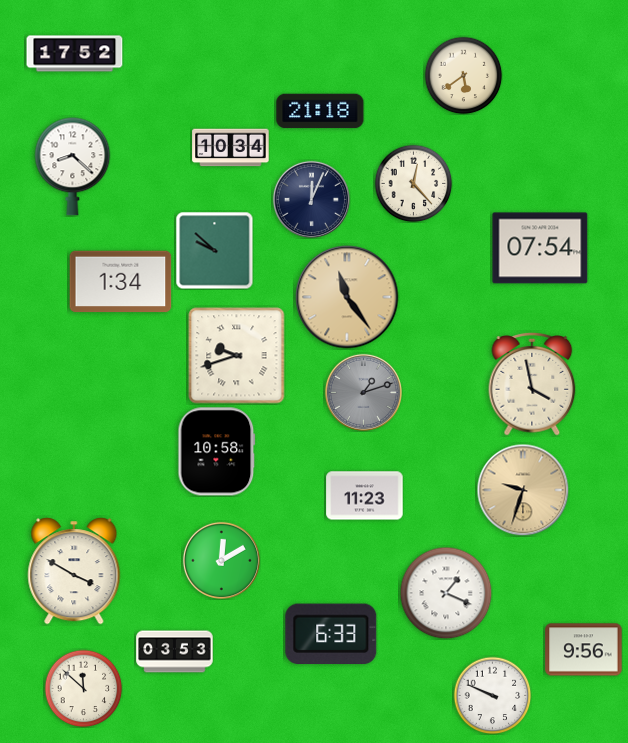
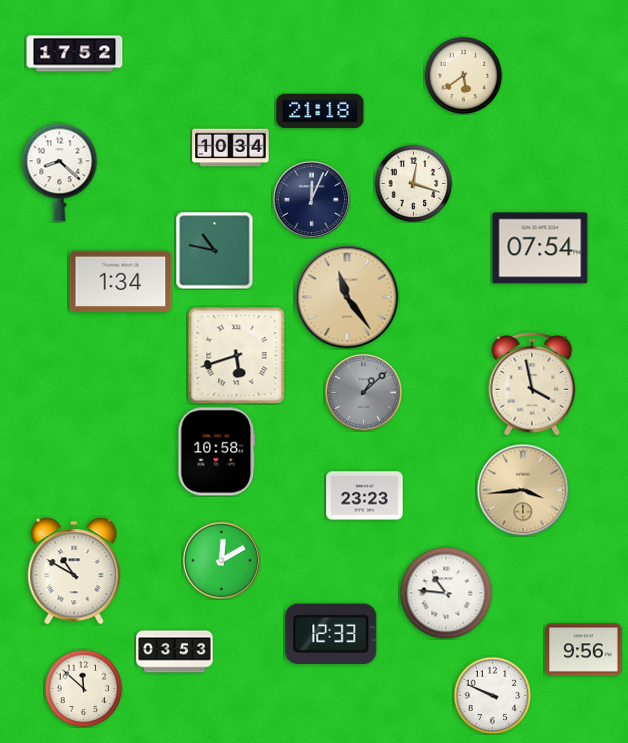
clock at (73, 167) position: (73, 167) -> (60, 173)
clock at (413, 183): 12:23 -> 12:18
clock at (214, 250): 9:52 -> 10:47
clock at (237, 356): 9:42 -> 5:42
clock at (363, 392): 1:12 -> 1:08
clock at (523, 490): 9:33 -> 3:44
clock at (365, 496): 11:23 -> 23:23
clock at (74, 571): 3:50 -> 10:50
clock at (446, 593): 1:19 -> 10:46
clock at (331, 633): 6:33 -> 12:33
